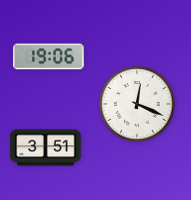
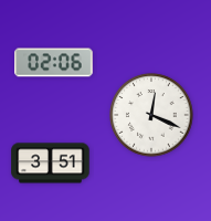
clock at (49, 57): 19:06 -> 02:06
